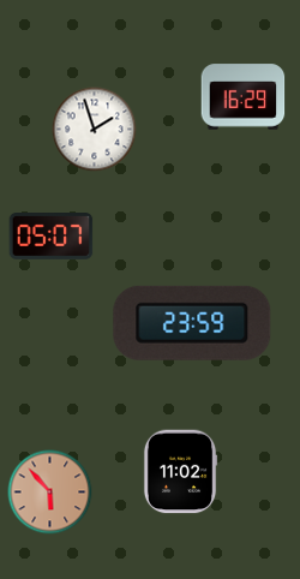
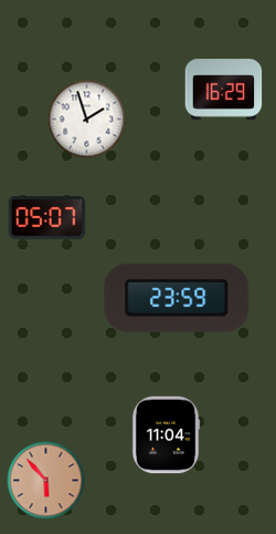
clock at (180, 472): 11:02 -> 11:04
clock at (50, 493) position: (50, 493) -> (46, 481)
